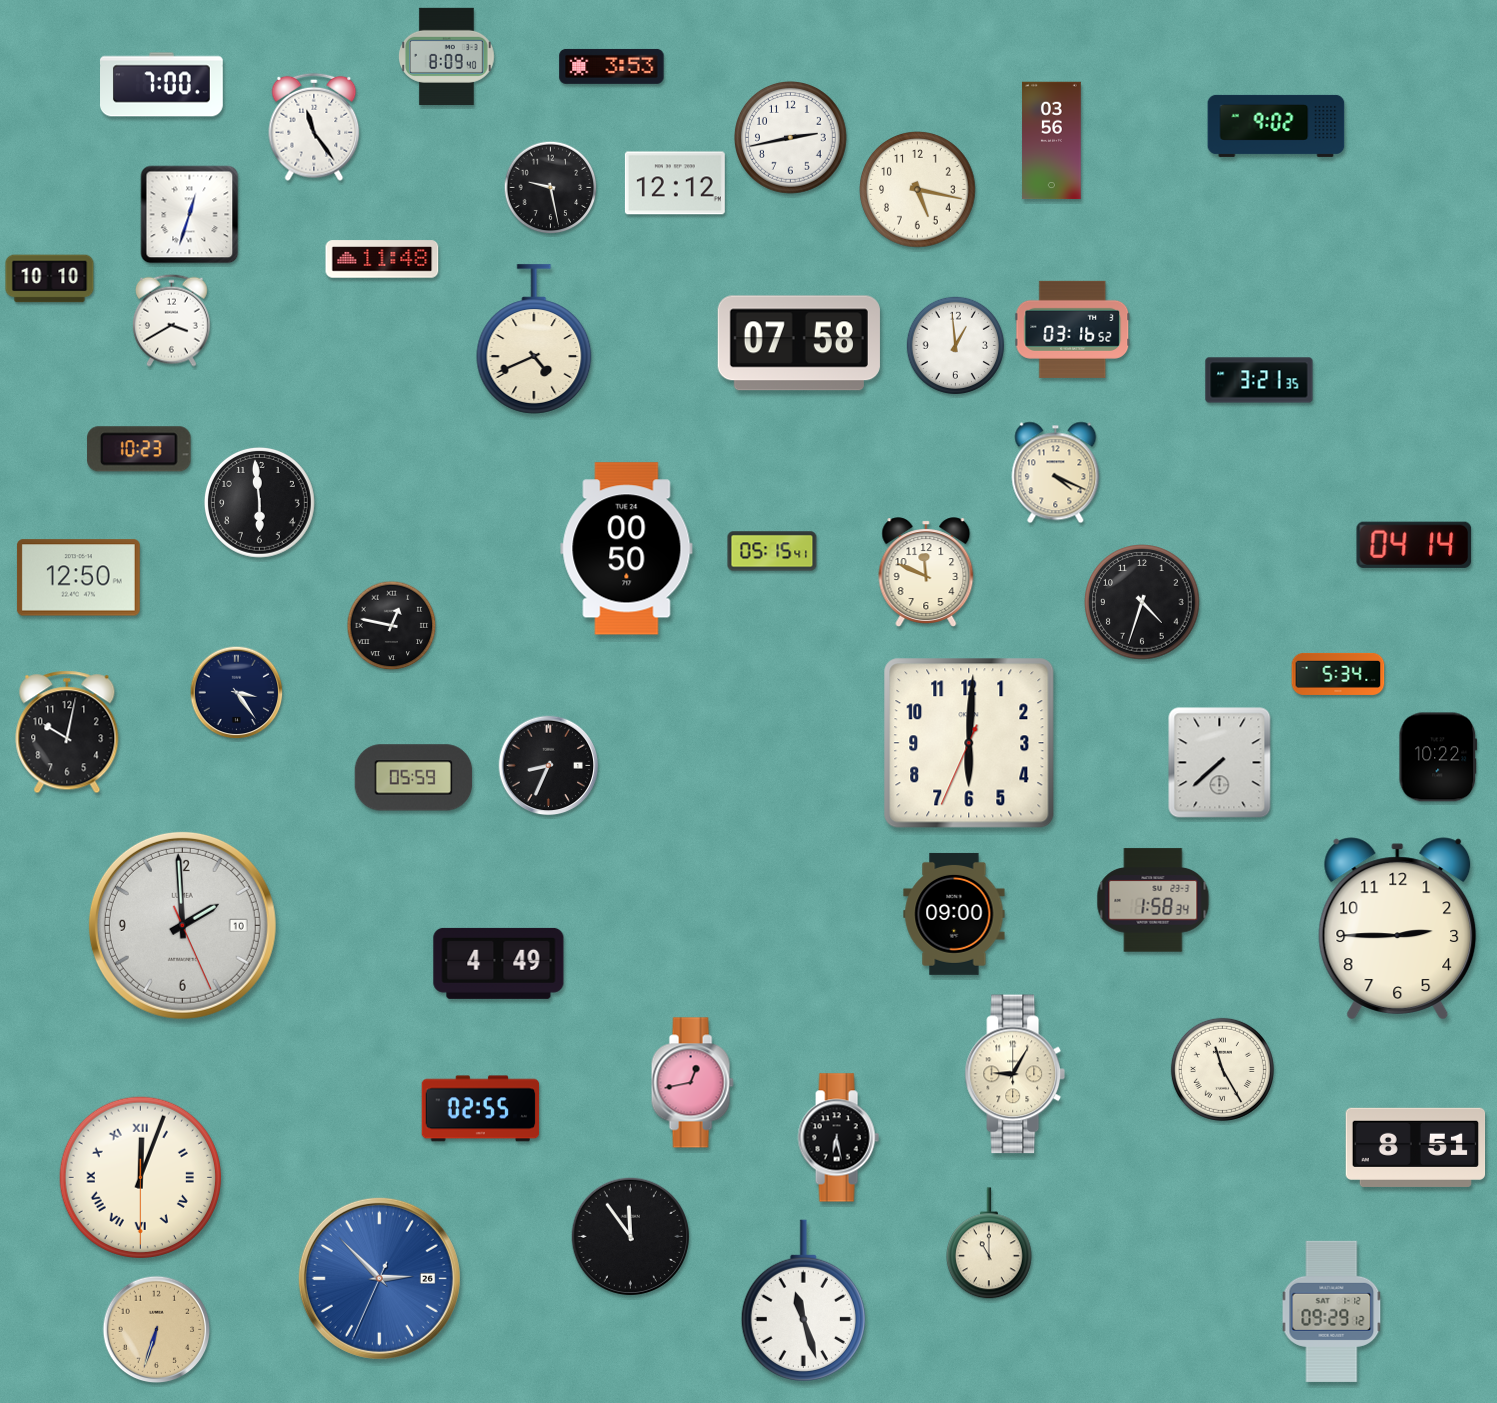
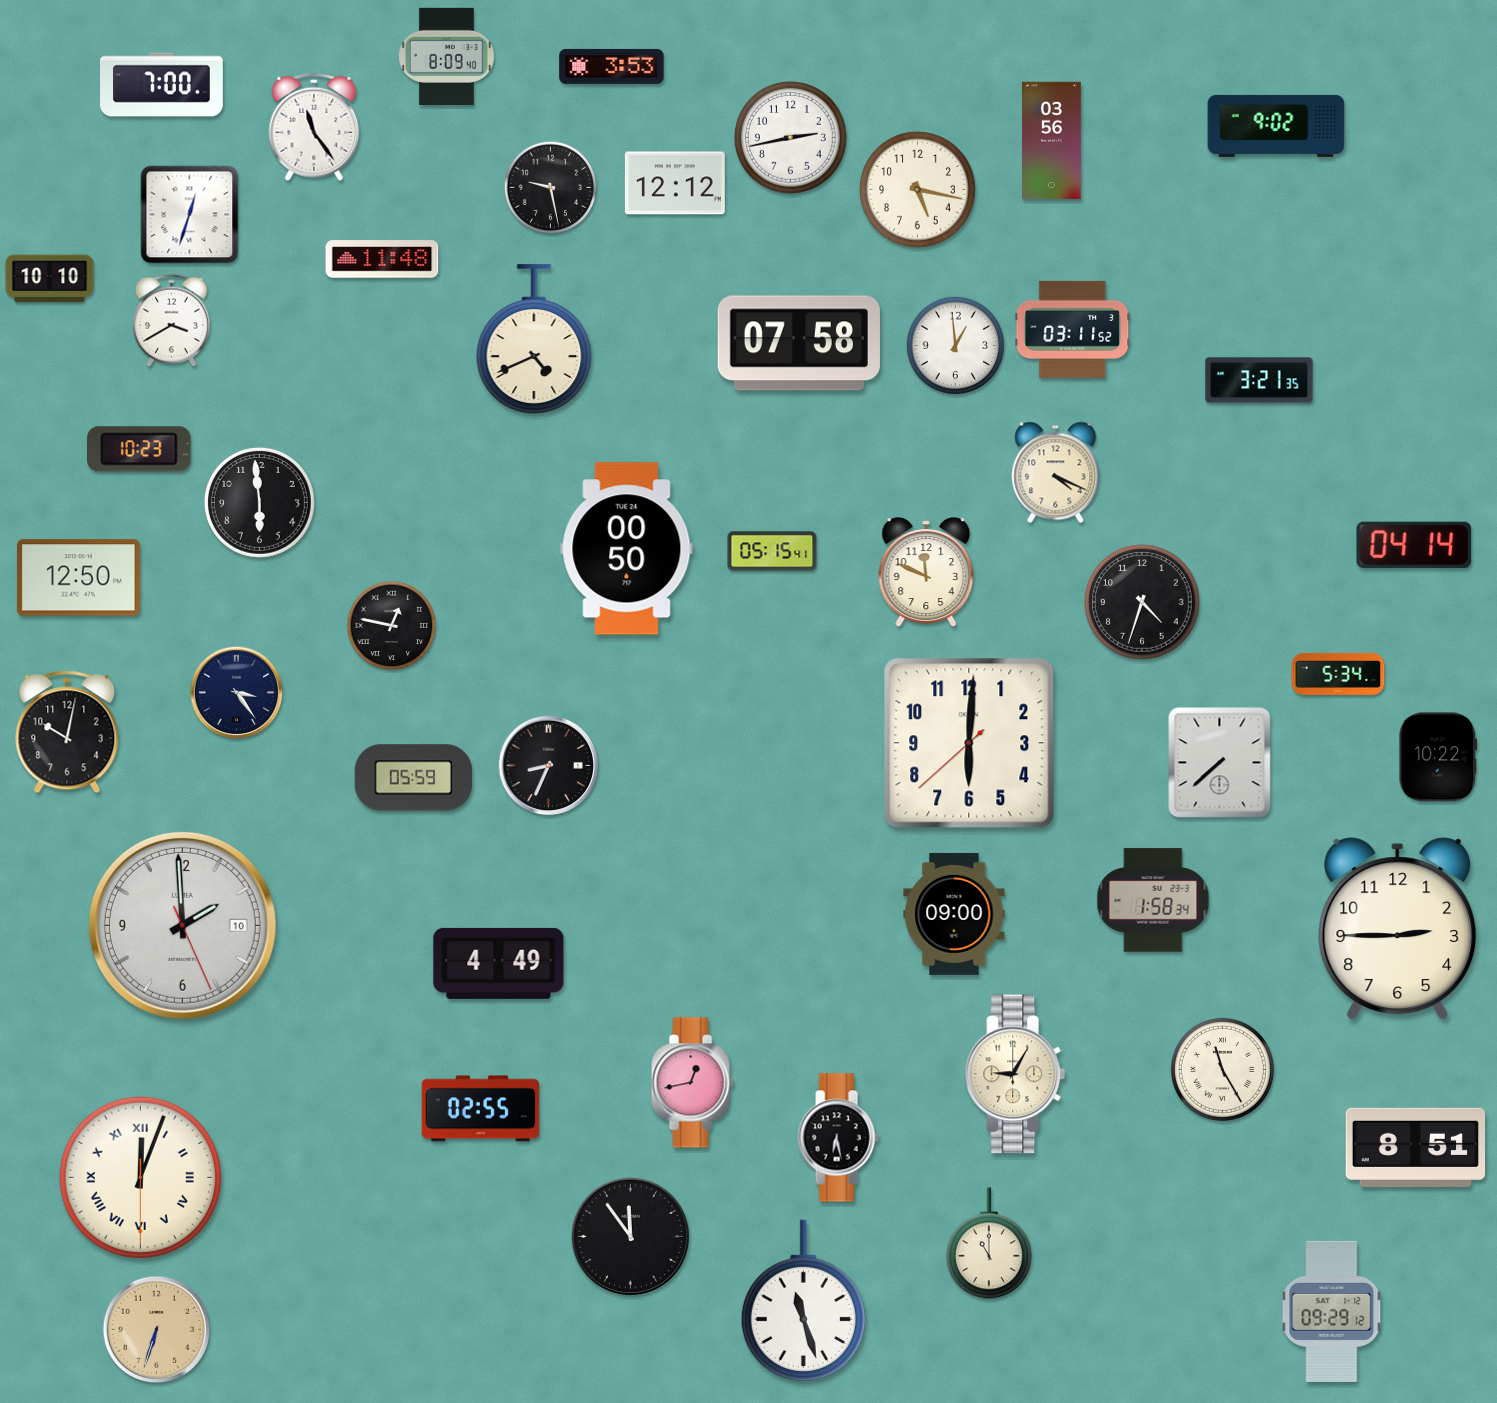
clock at (1073, 329): 03:16 -> 03:11
clock at (969, 743): 6:00:34 -> 6:00:38
clock at (379, 1278): 2:52 -> none
